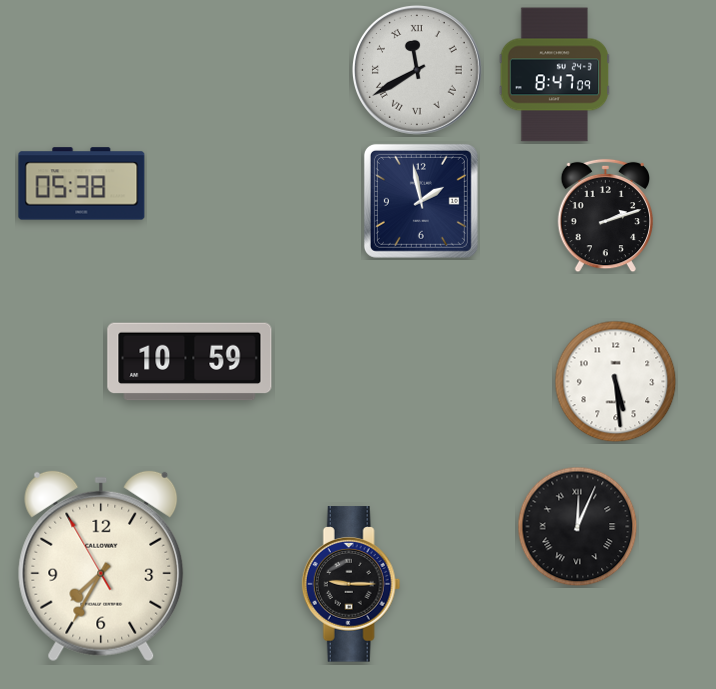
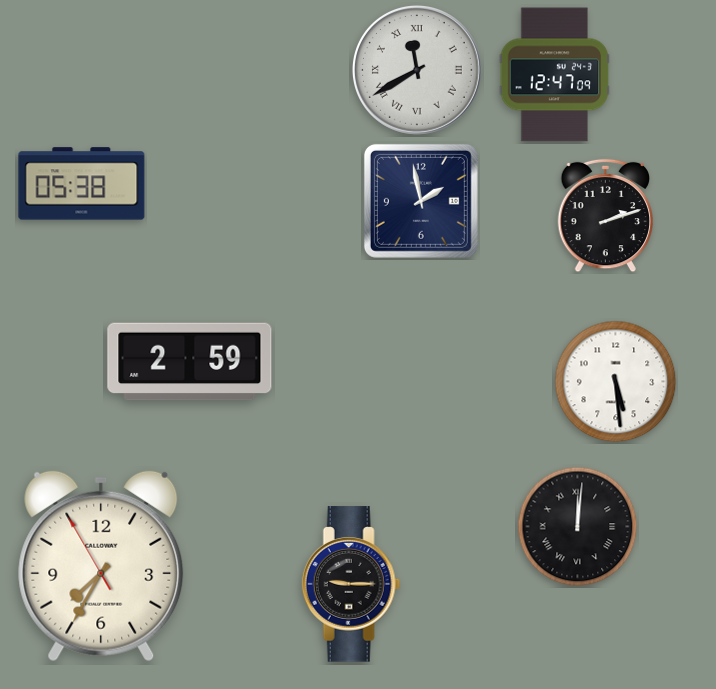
clock at (555, 75): 8:47 -> 12:47
clock at (190, 362): 10:59 -> 2:59
clock at (578, 527): 12:04 -> 12:01
